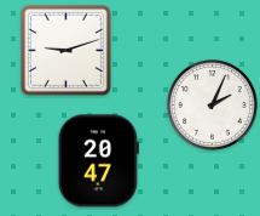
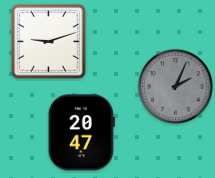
clock at (65, 50) position: (65, 50) -> (48, 41)
clock at (213, 106) dial: white -> grey
